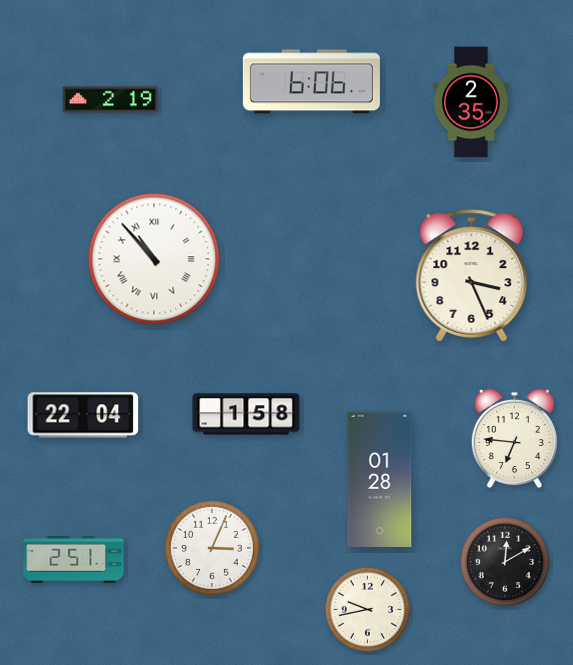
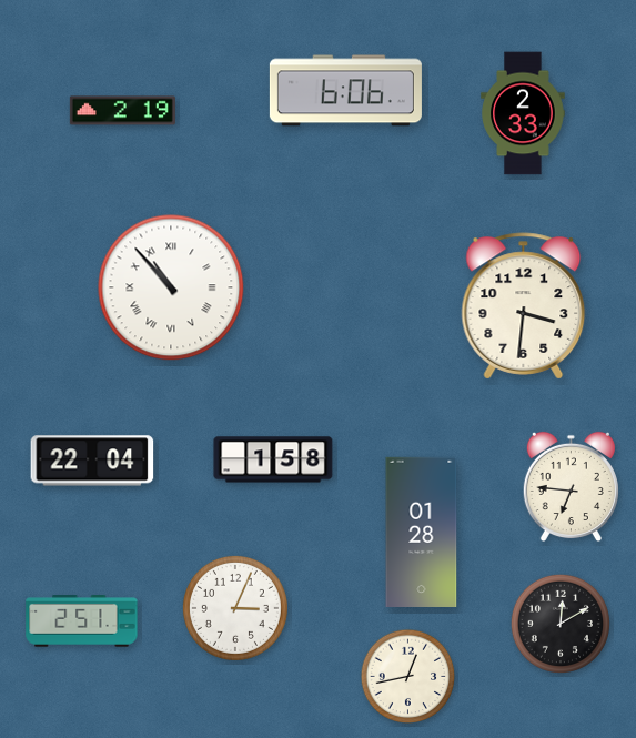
clock at (471, 102): 2:35 -> 2:33
clock at (472, 276): 3:26 -> 3:31
clock at (368, 610): 9:43 -> 12:43
